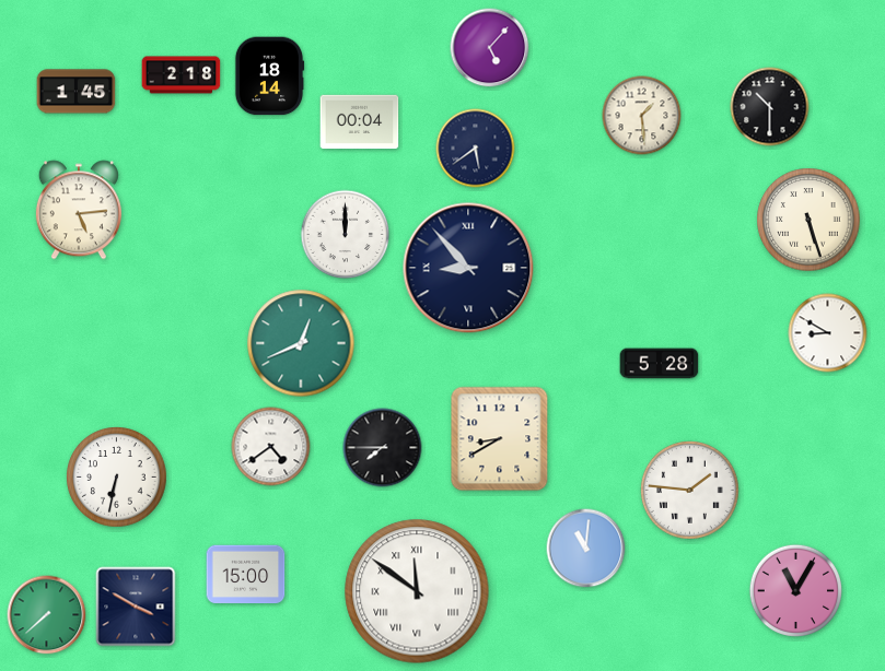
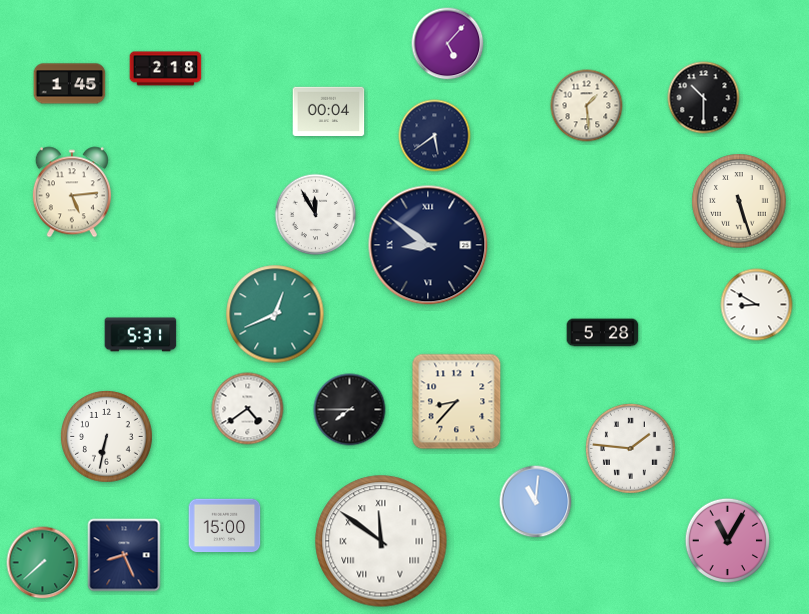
clock at (269, 76): 18:14 -> none
clock at (346, 235): 12:00 -> 11:55
clock at (468, 268): 8:53 -> 8:51
clock at (141, 335): none -> 5:31
clock at (500, 439): 8:40 -> 8:37
clock at (136, 607): 3:50 -> 8:26
